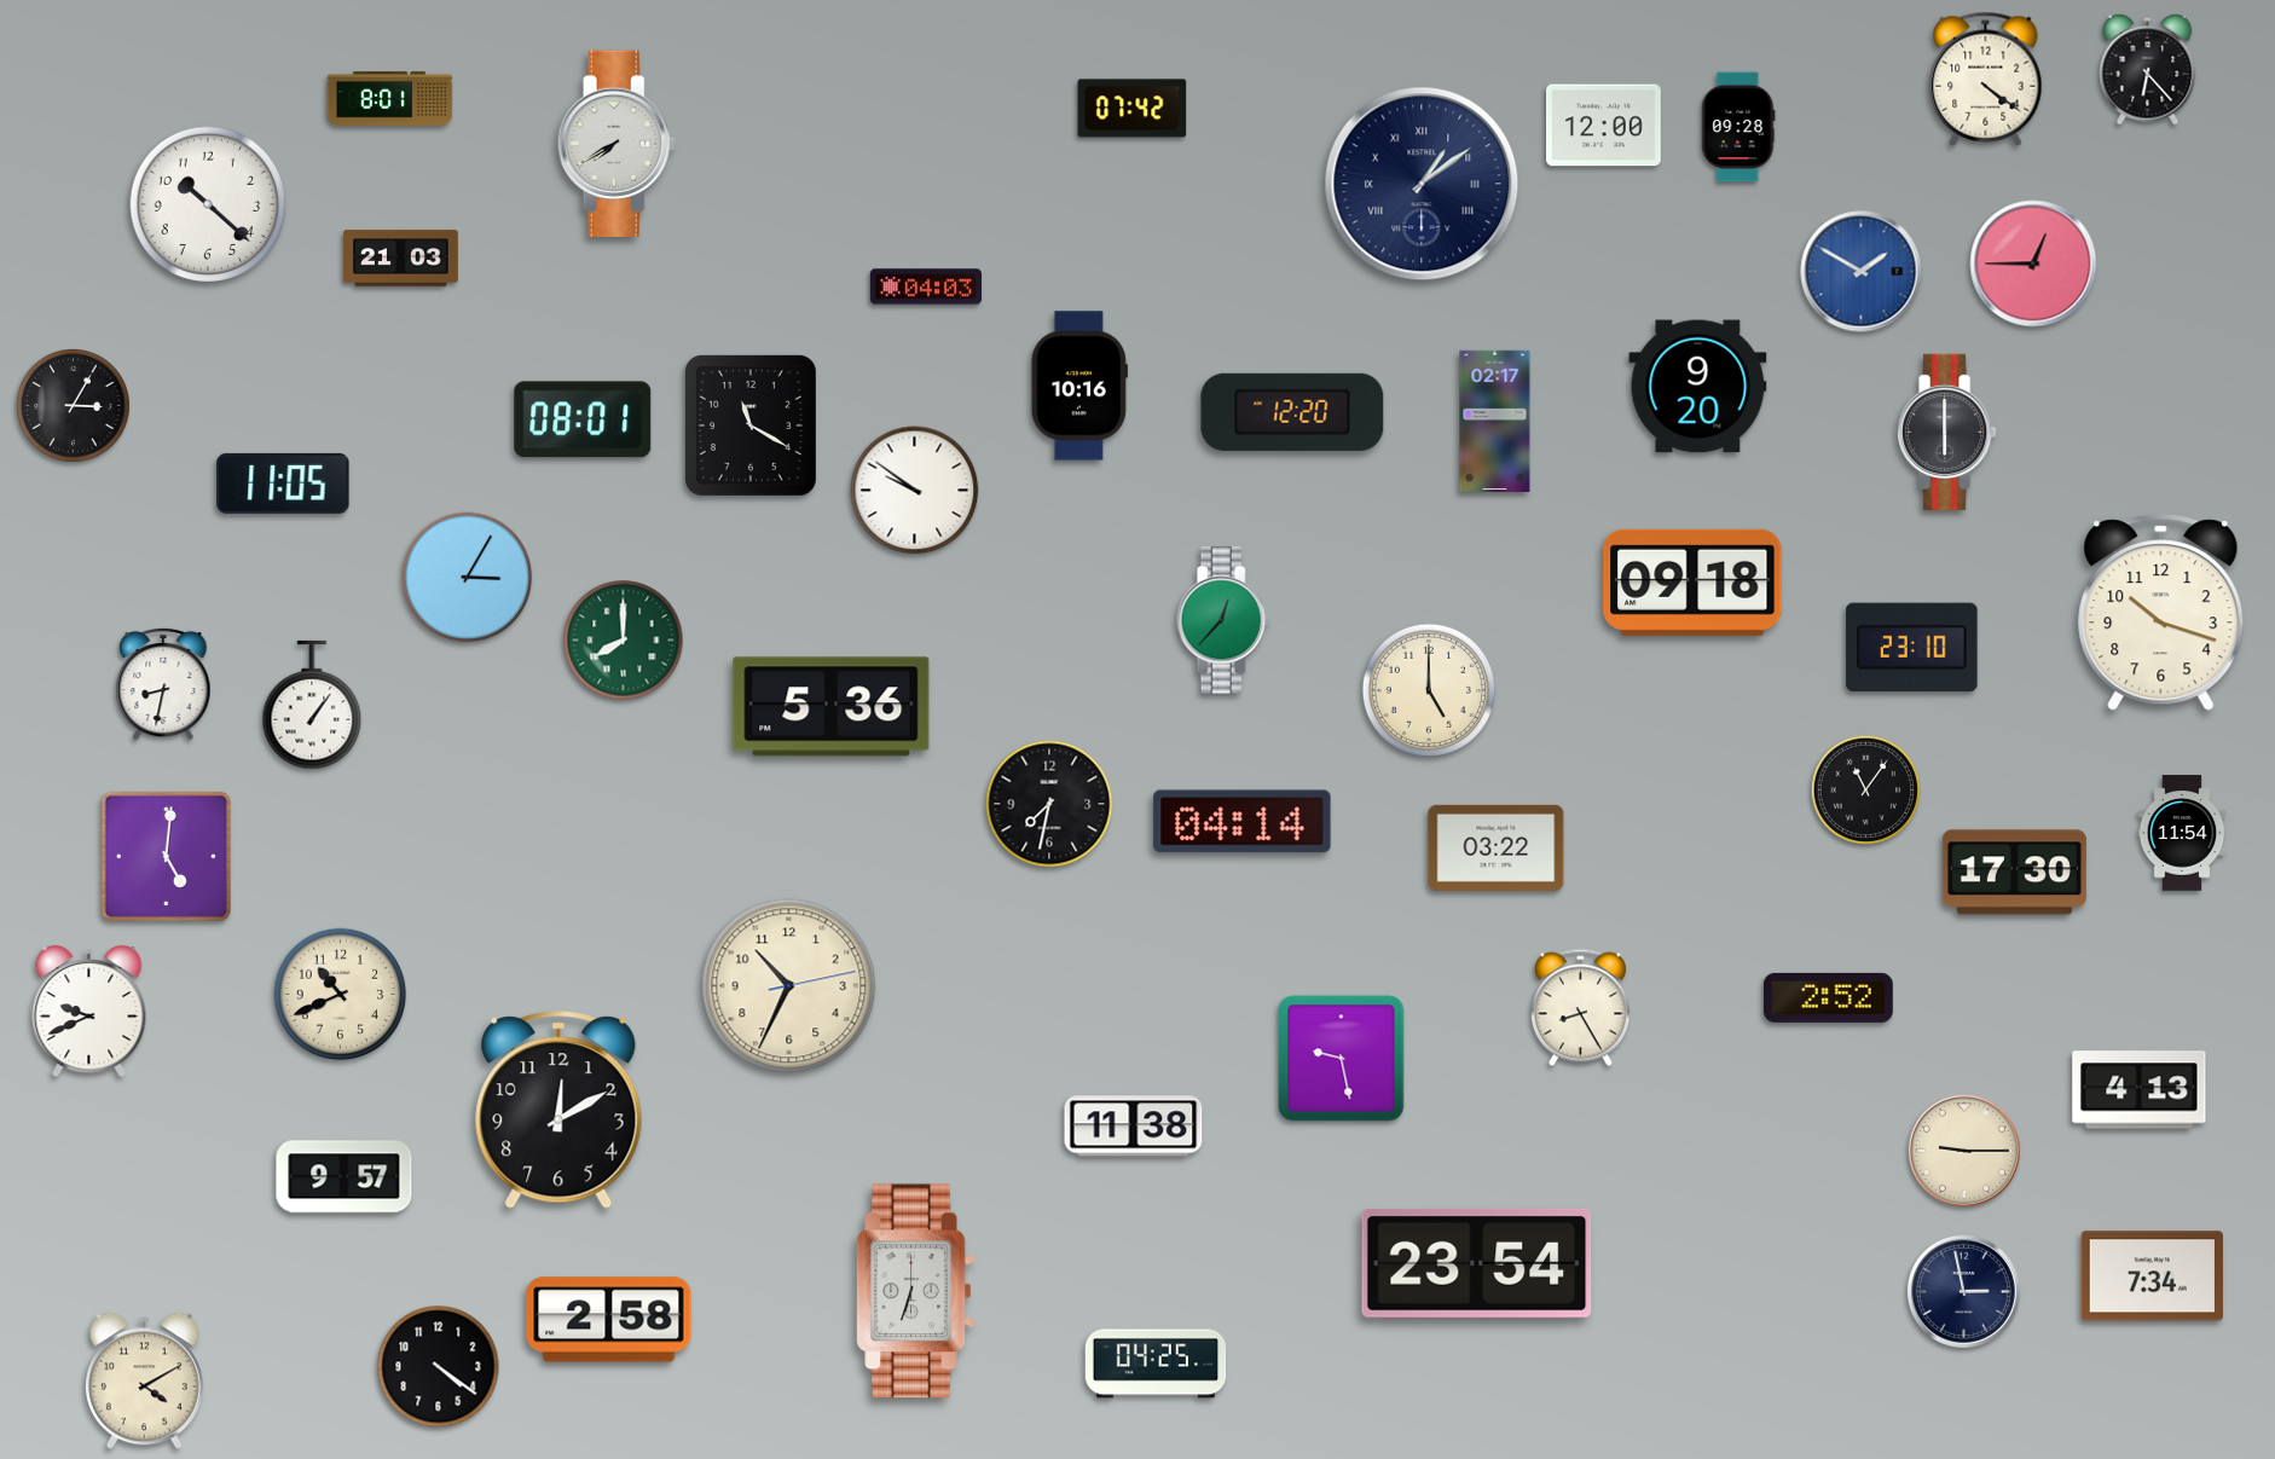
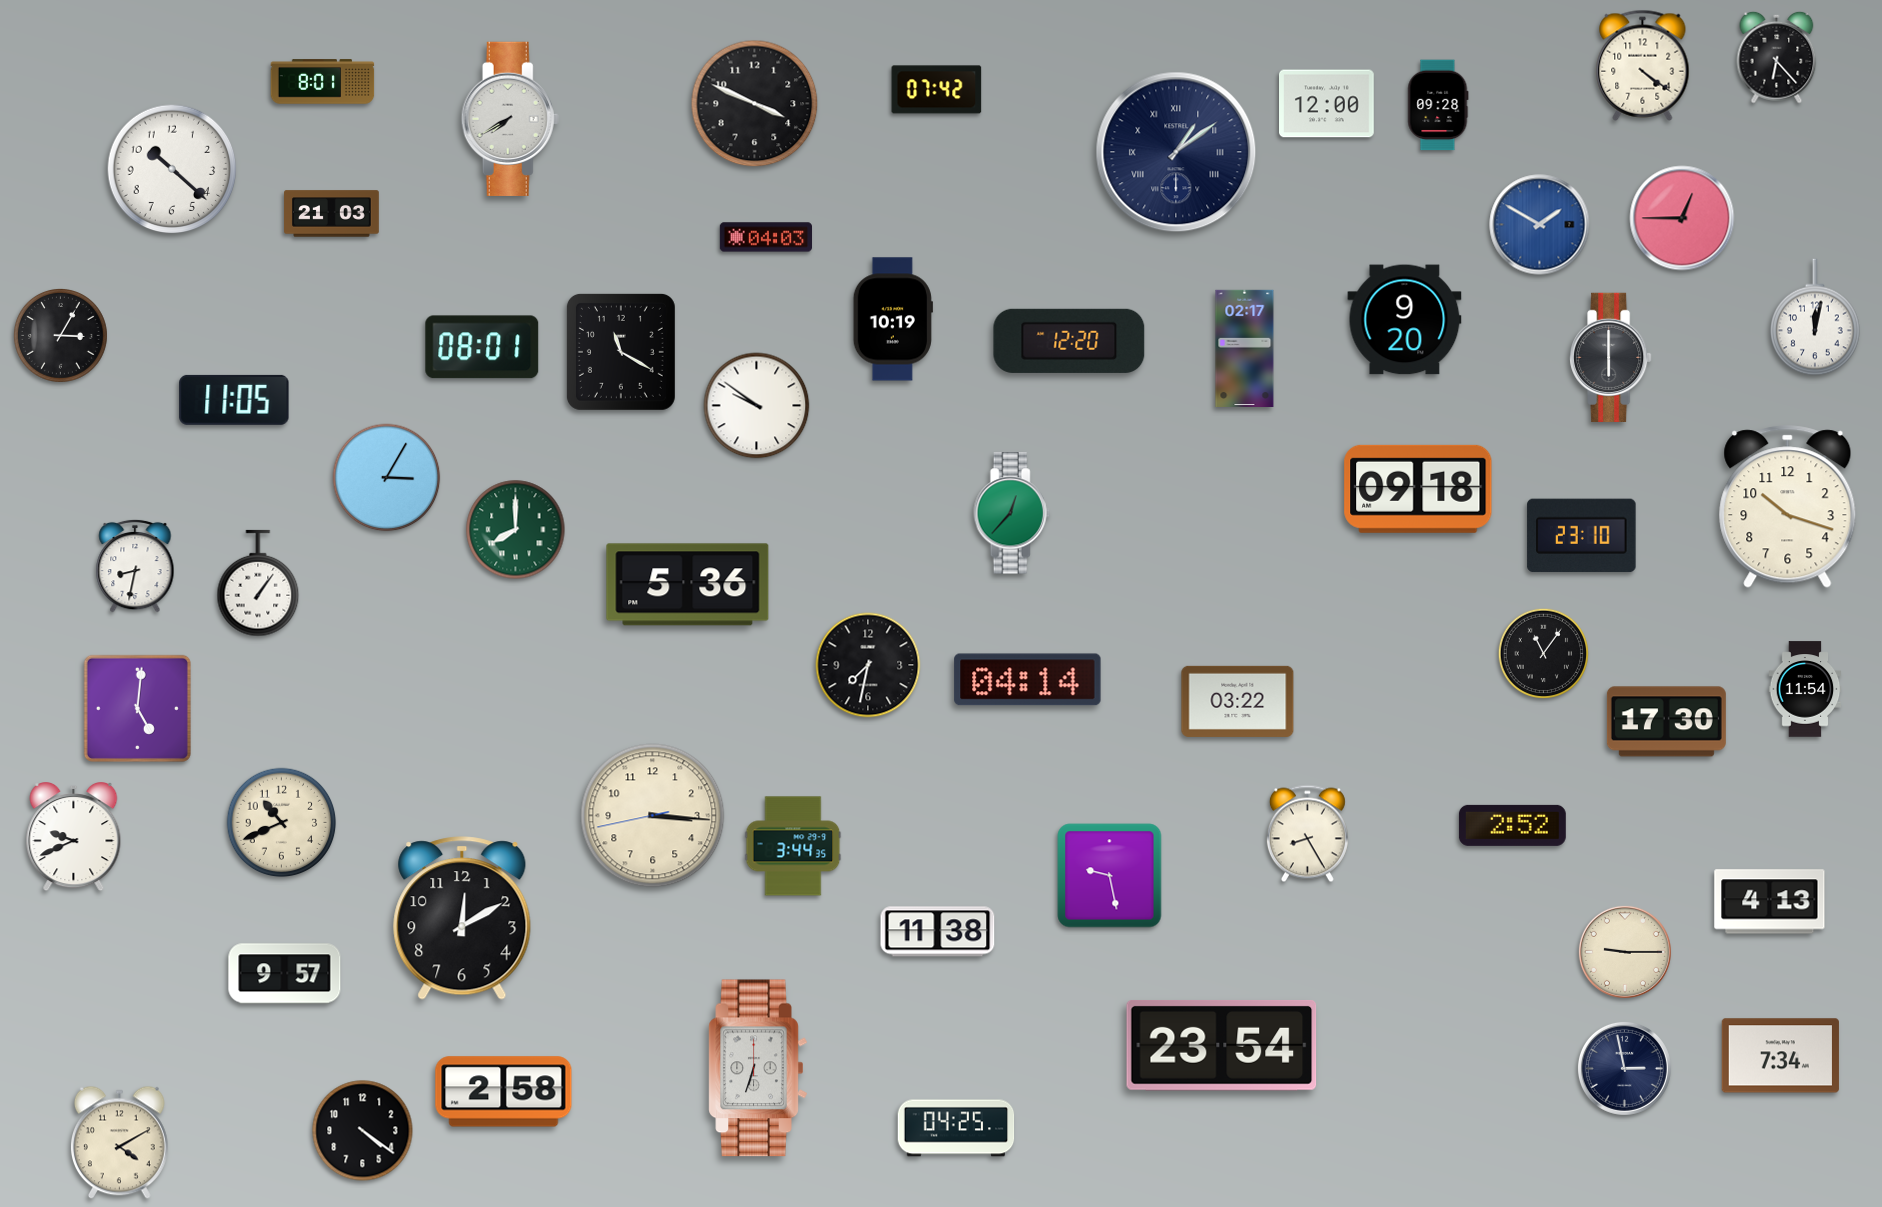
clock at (755, 104): none -> 3:49
clock at (1815, 317): none -> 12:02
clock at (1079, 386): 10:16 -> 10:19
clock at (1495, 421) position: (1495, 421) -> (1245, 348)
clock at (1692, 583) position: (1692, 583) -> (1418, 489)
clock at (1428, 689): 5:00 -> none
clock at (789, 986): 10:34 -> 3:15
clock at (793, 846): none -> 3:44
